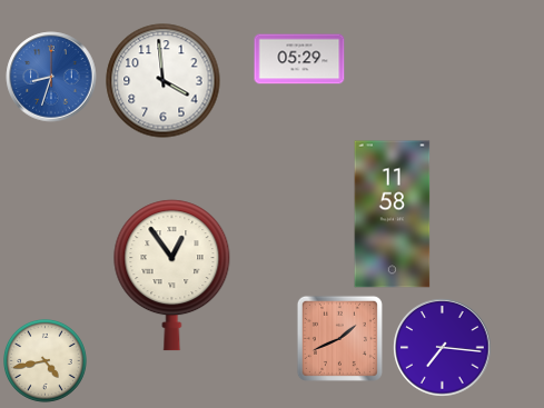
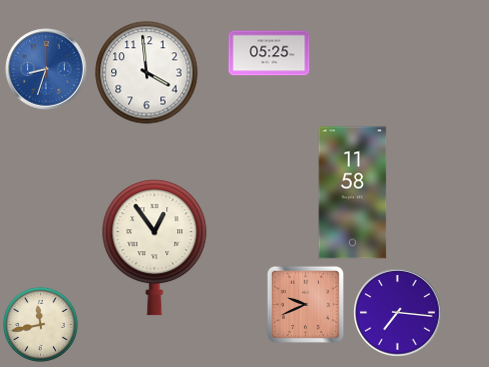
clock at (299, 59): 05:29 -> 05:25
clock at (339, 338): 1:41 -> 9:41
clock at (46, 361): 4:43 -> 11:43
